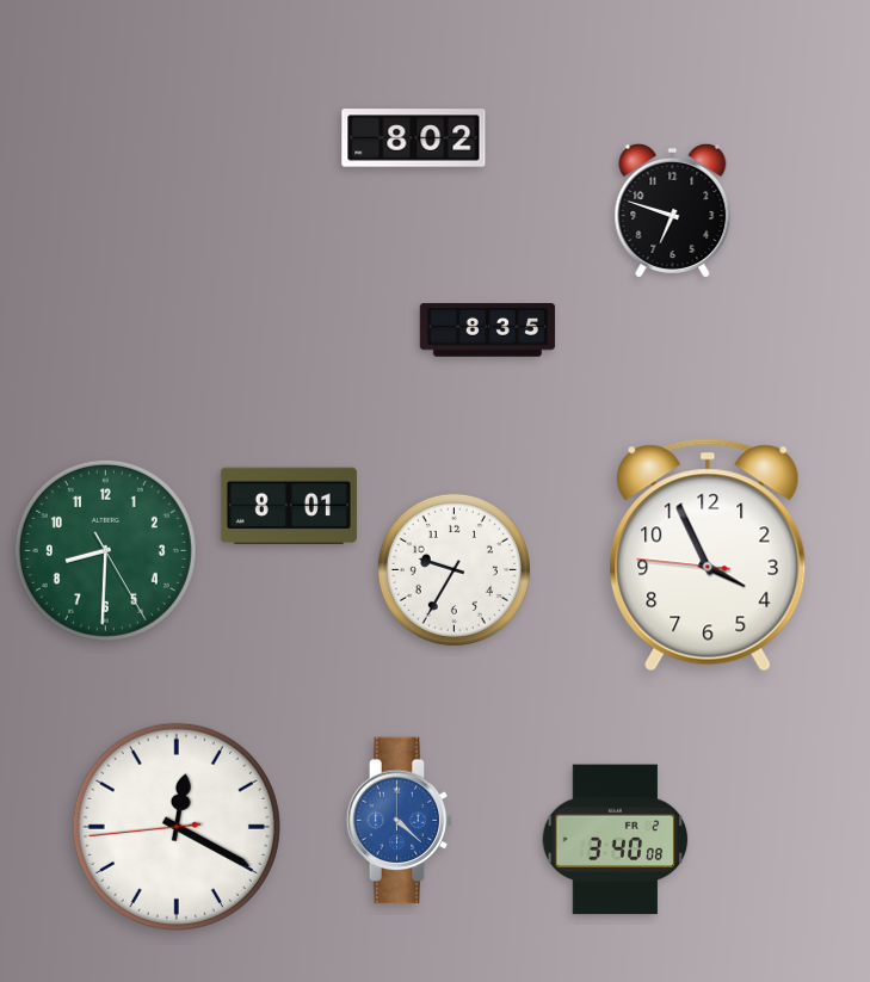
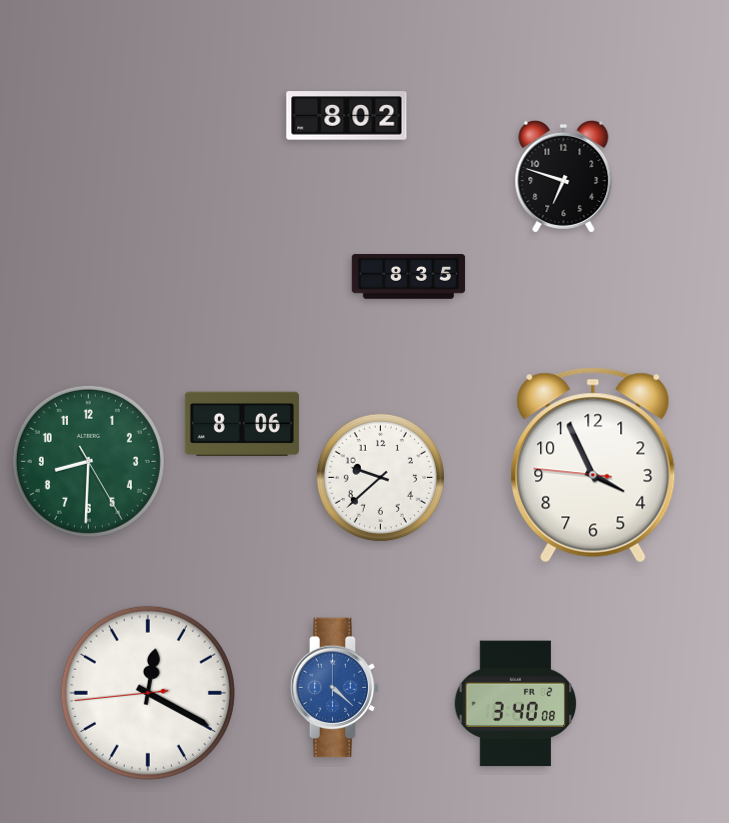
clock at (289, 506): 8:01 -> 8:06
clock at (453, 569): 9:35 -> 9:38
